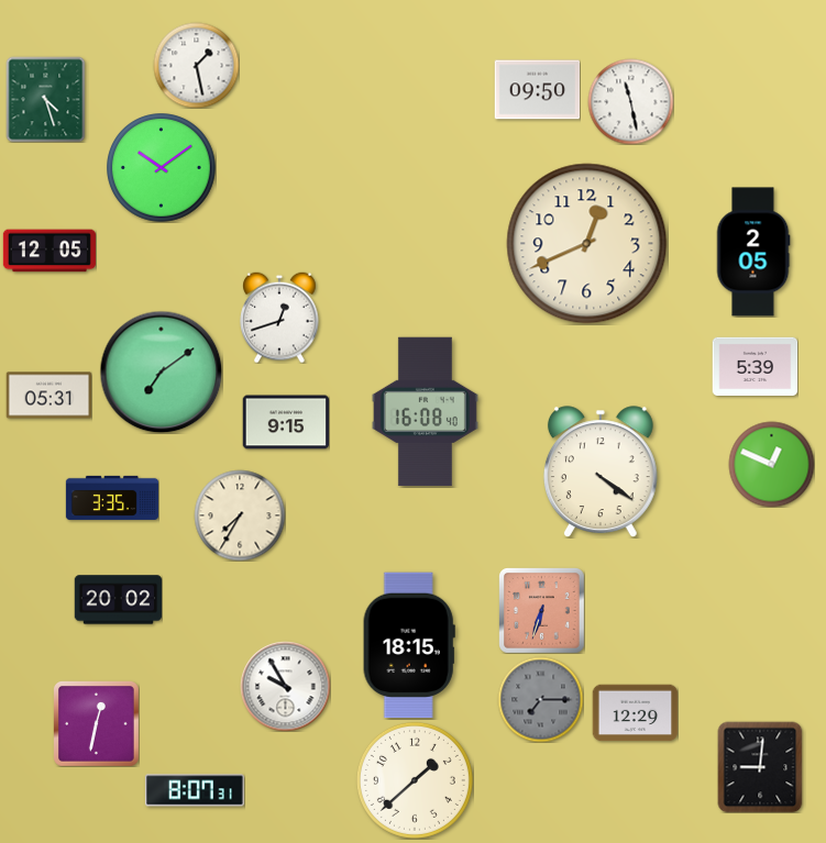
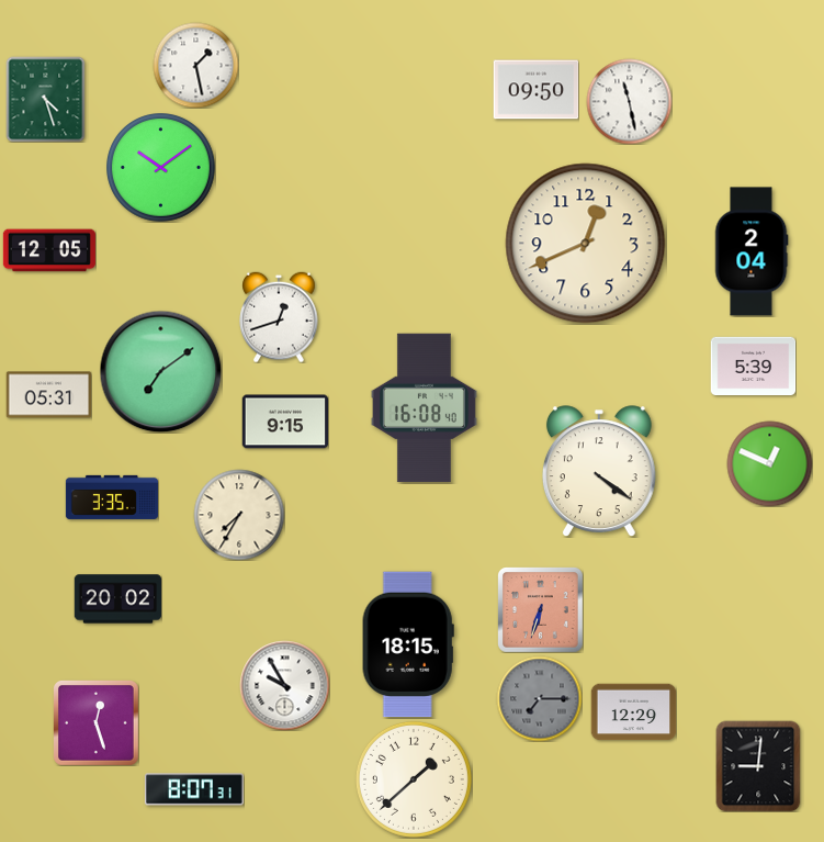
clock at (753, 252): 2:05 -> 2:04
clock at (425, 412) position: (425, 412) -> (424, 408)
clock at (97, 724): 12:32 -> 12:27
